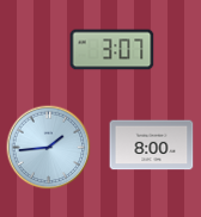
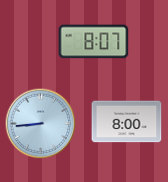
clock at (112, 50): 3:07 -> 8:07
clock at (49, 148): 1:44 -> 8:44
